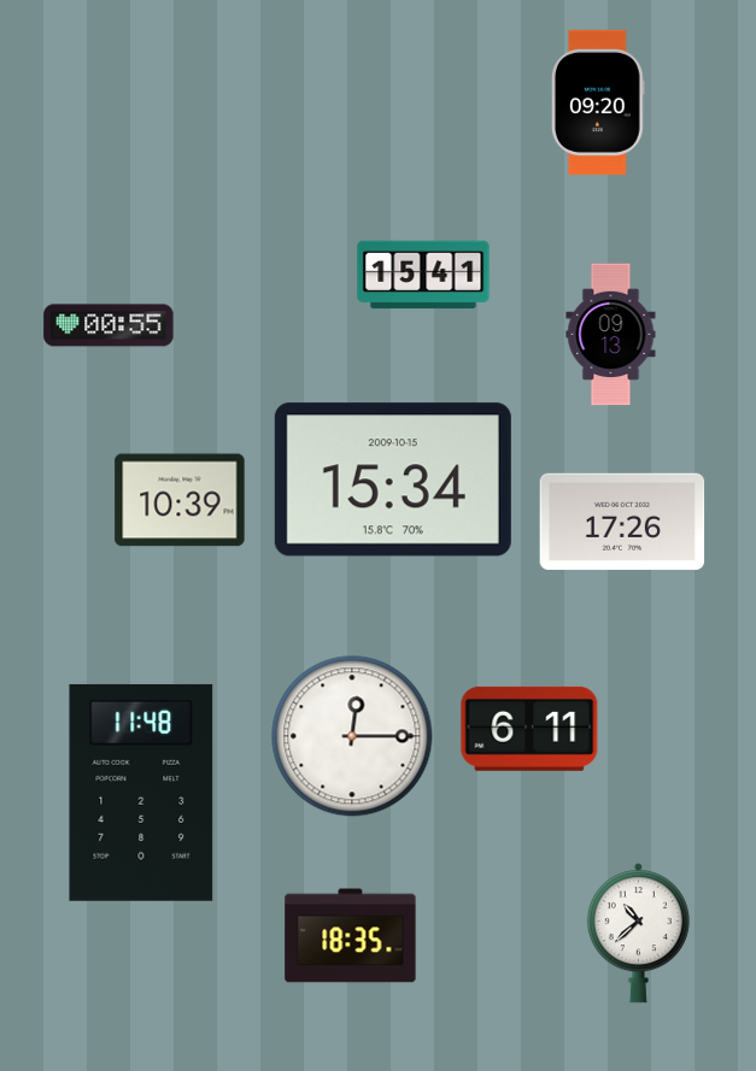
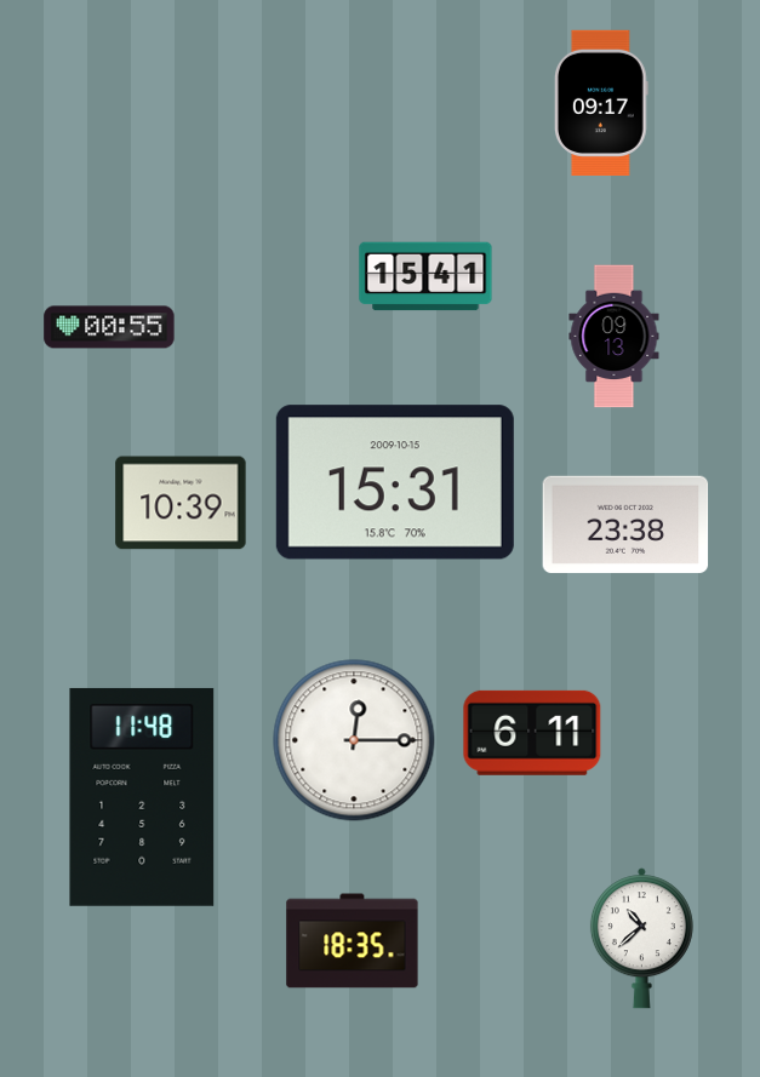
clock at (599, 102): 09:20 -> 09:17
clock at (393, 479): 15:34 -> 15:31
clock at (622, 522): 17:26 -> 23:38
